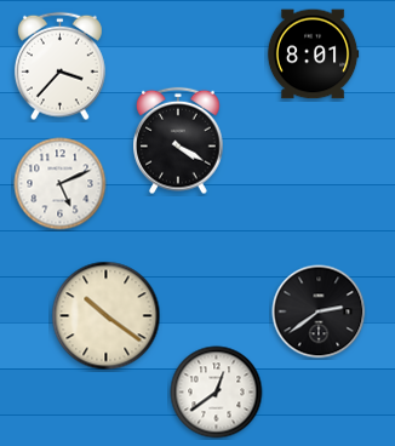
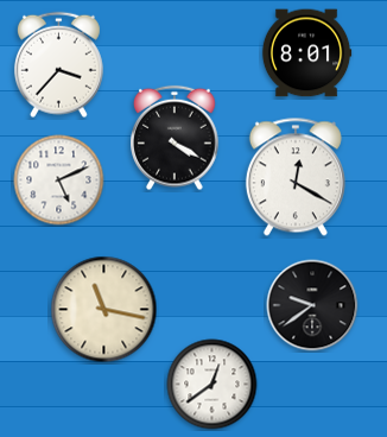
clock at (296, 177): none -> 12:20
clock at (319, 311): 2:39 -> 9:39
clock at (107, 316): 10:21 -> 11:17
